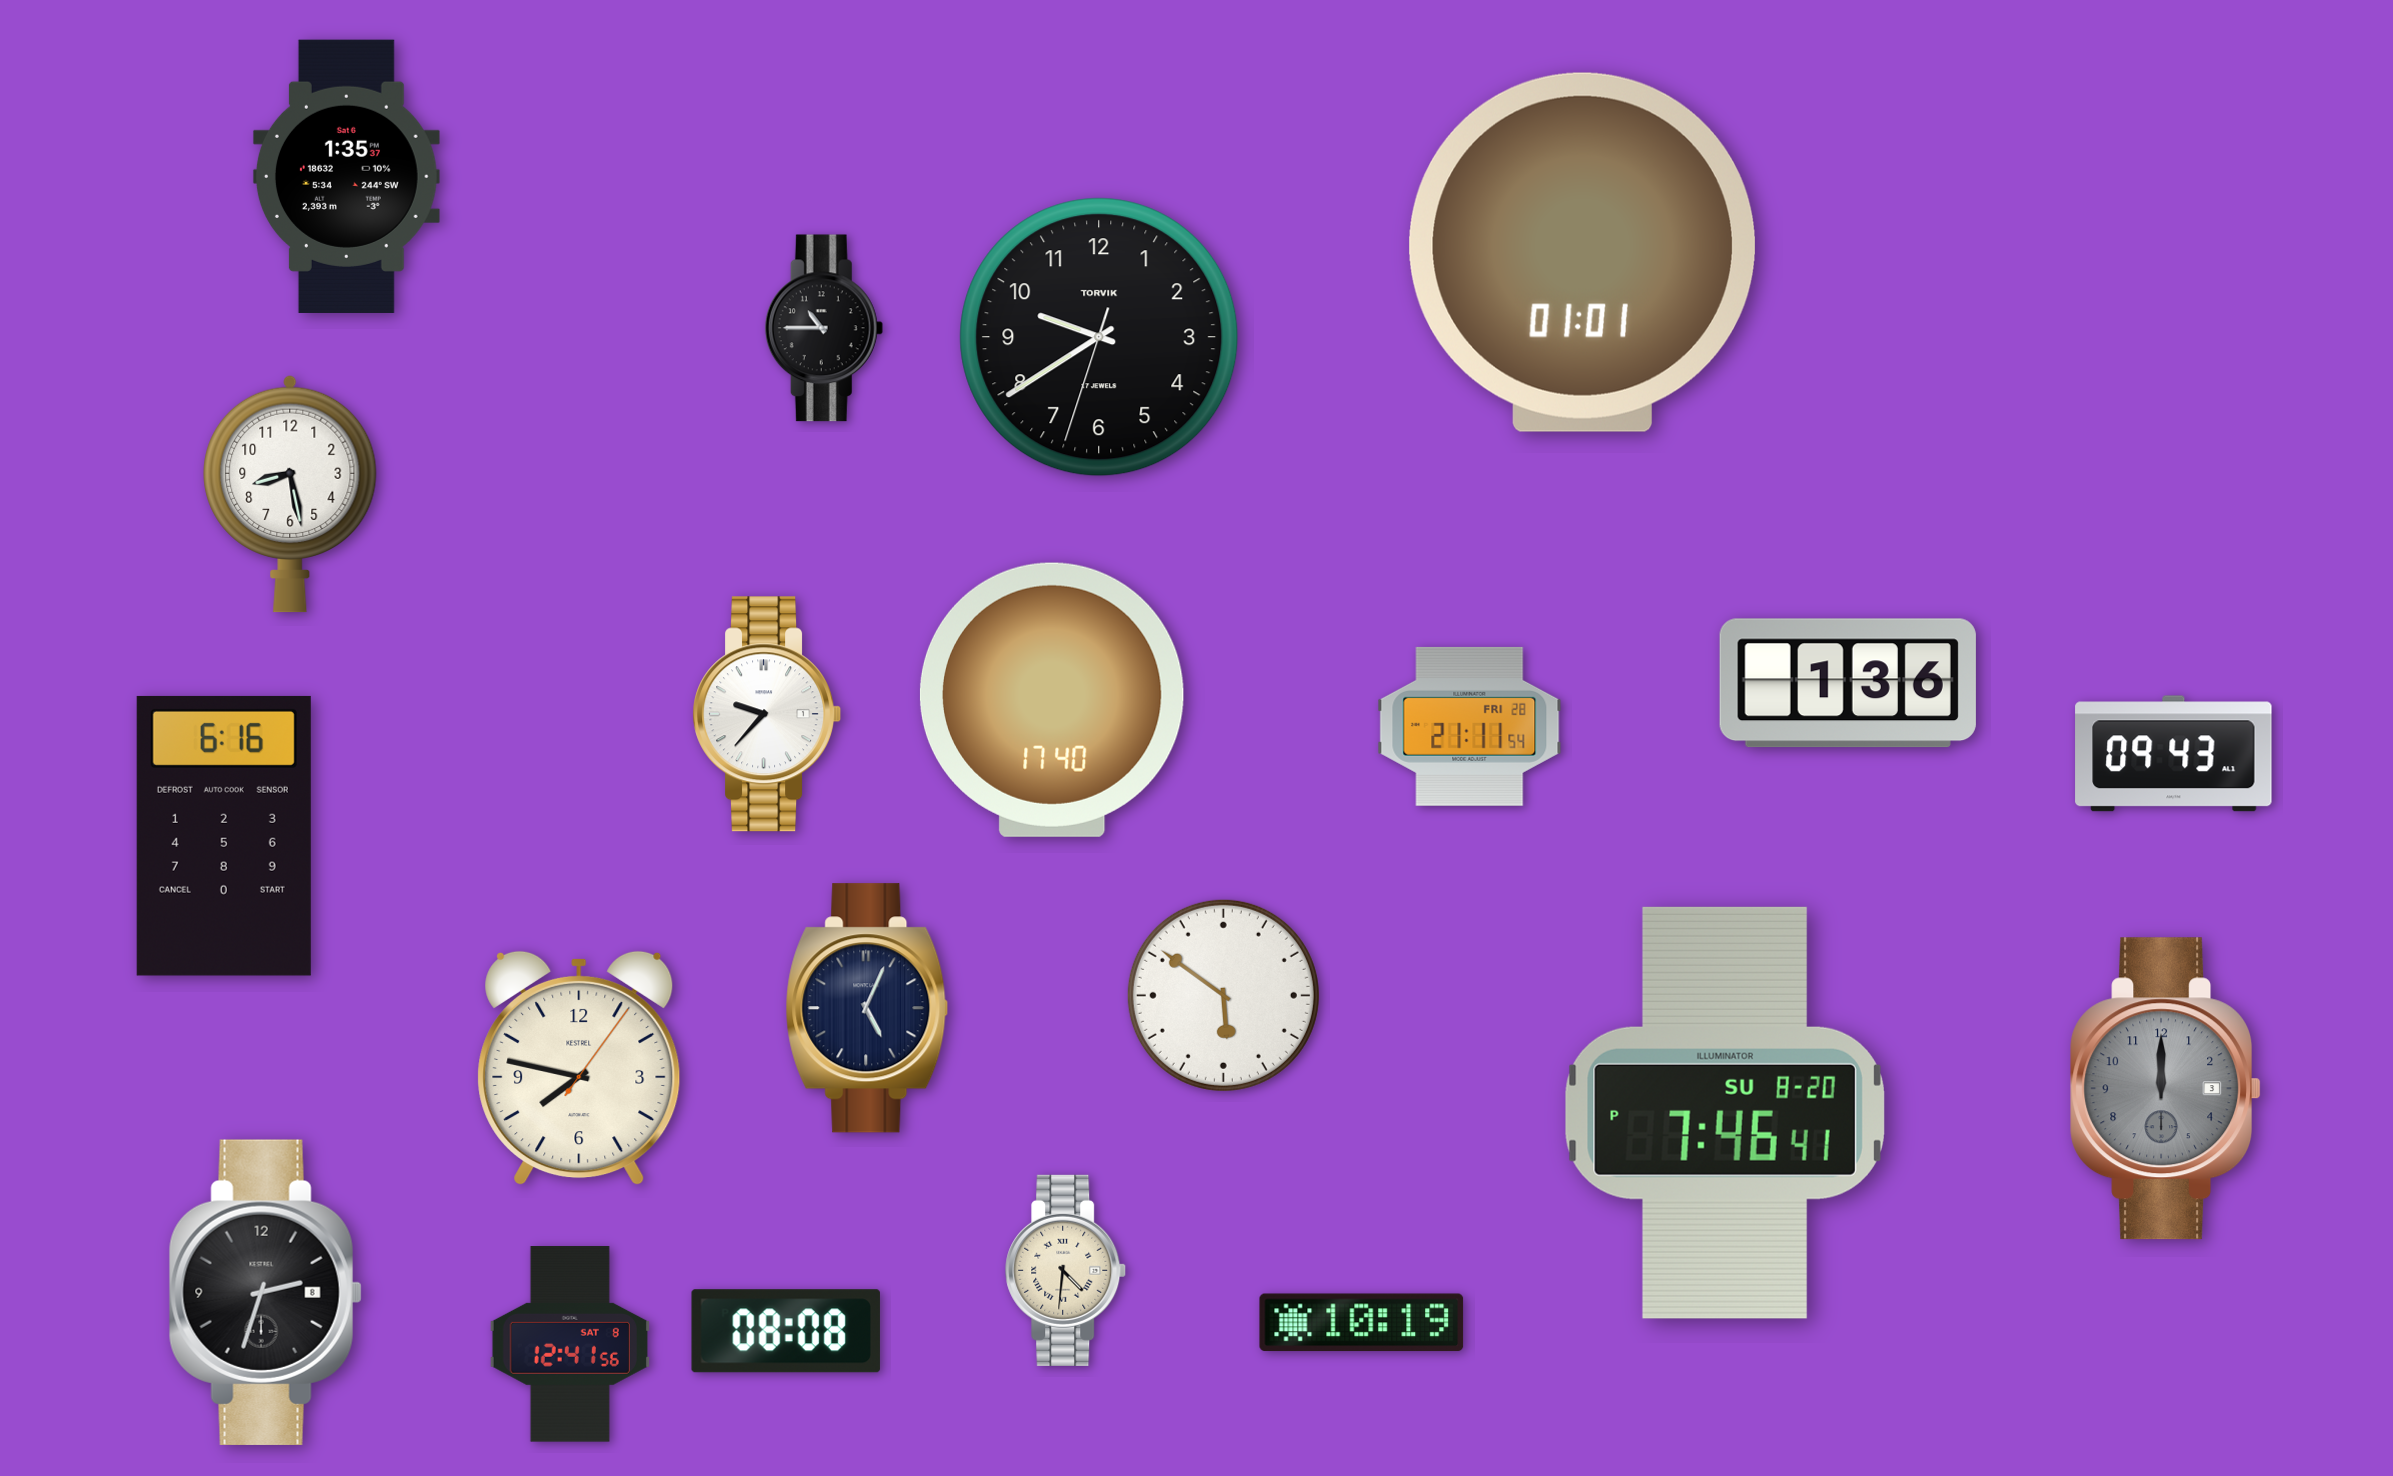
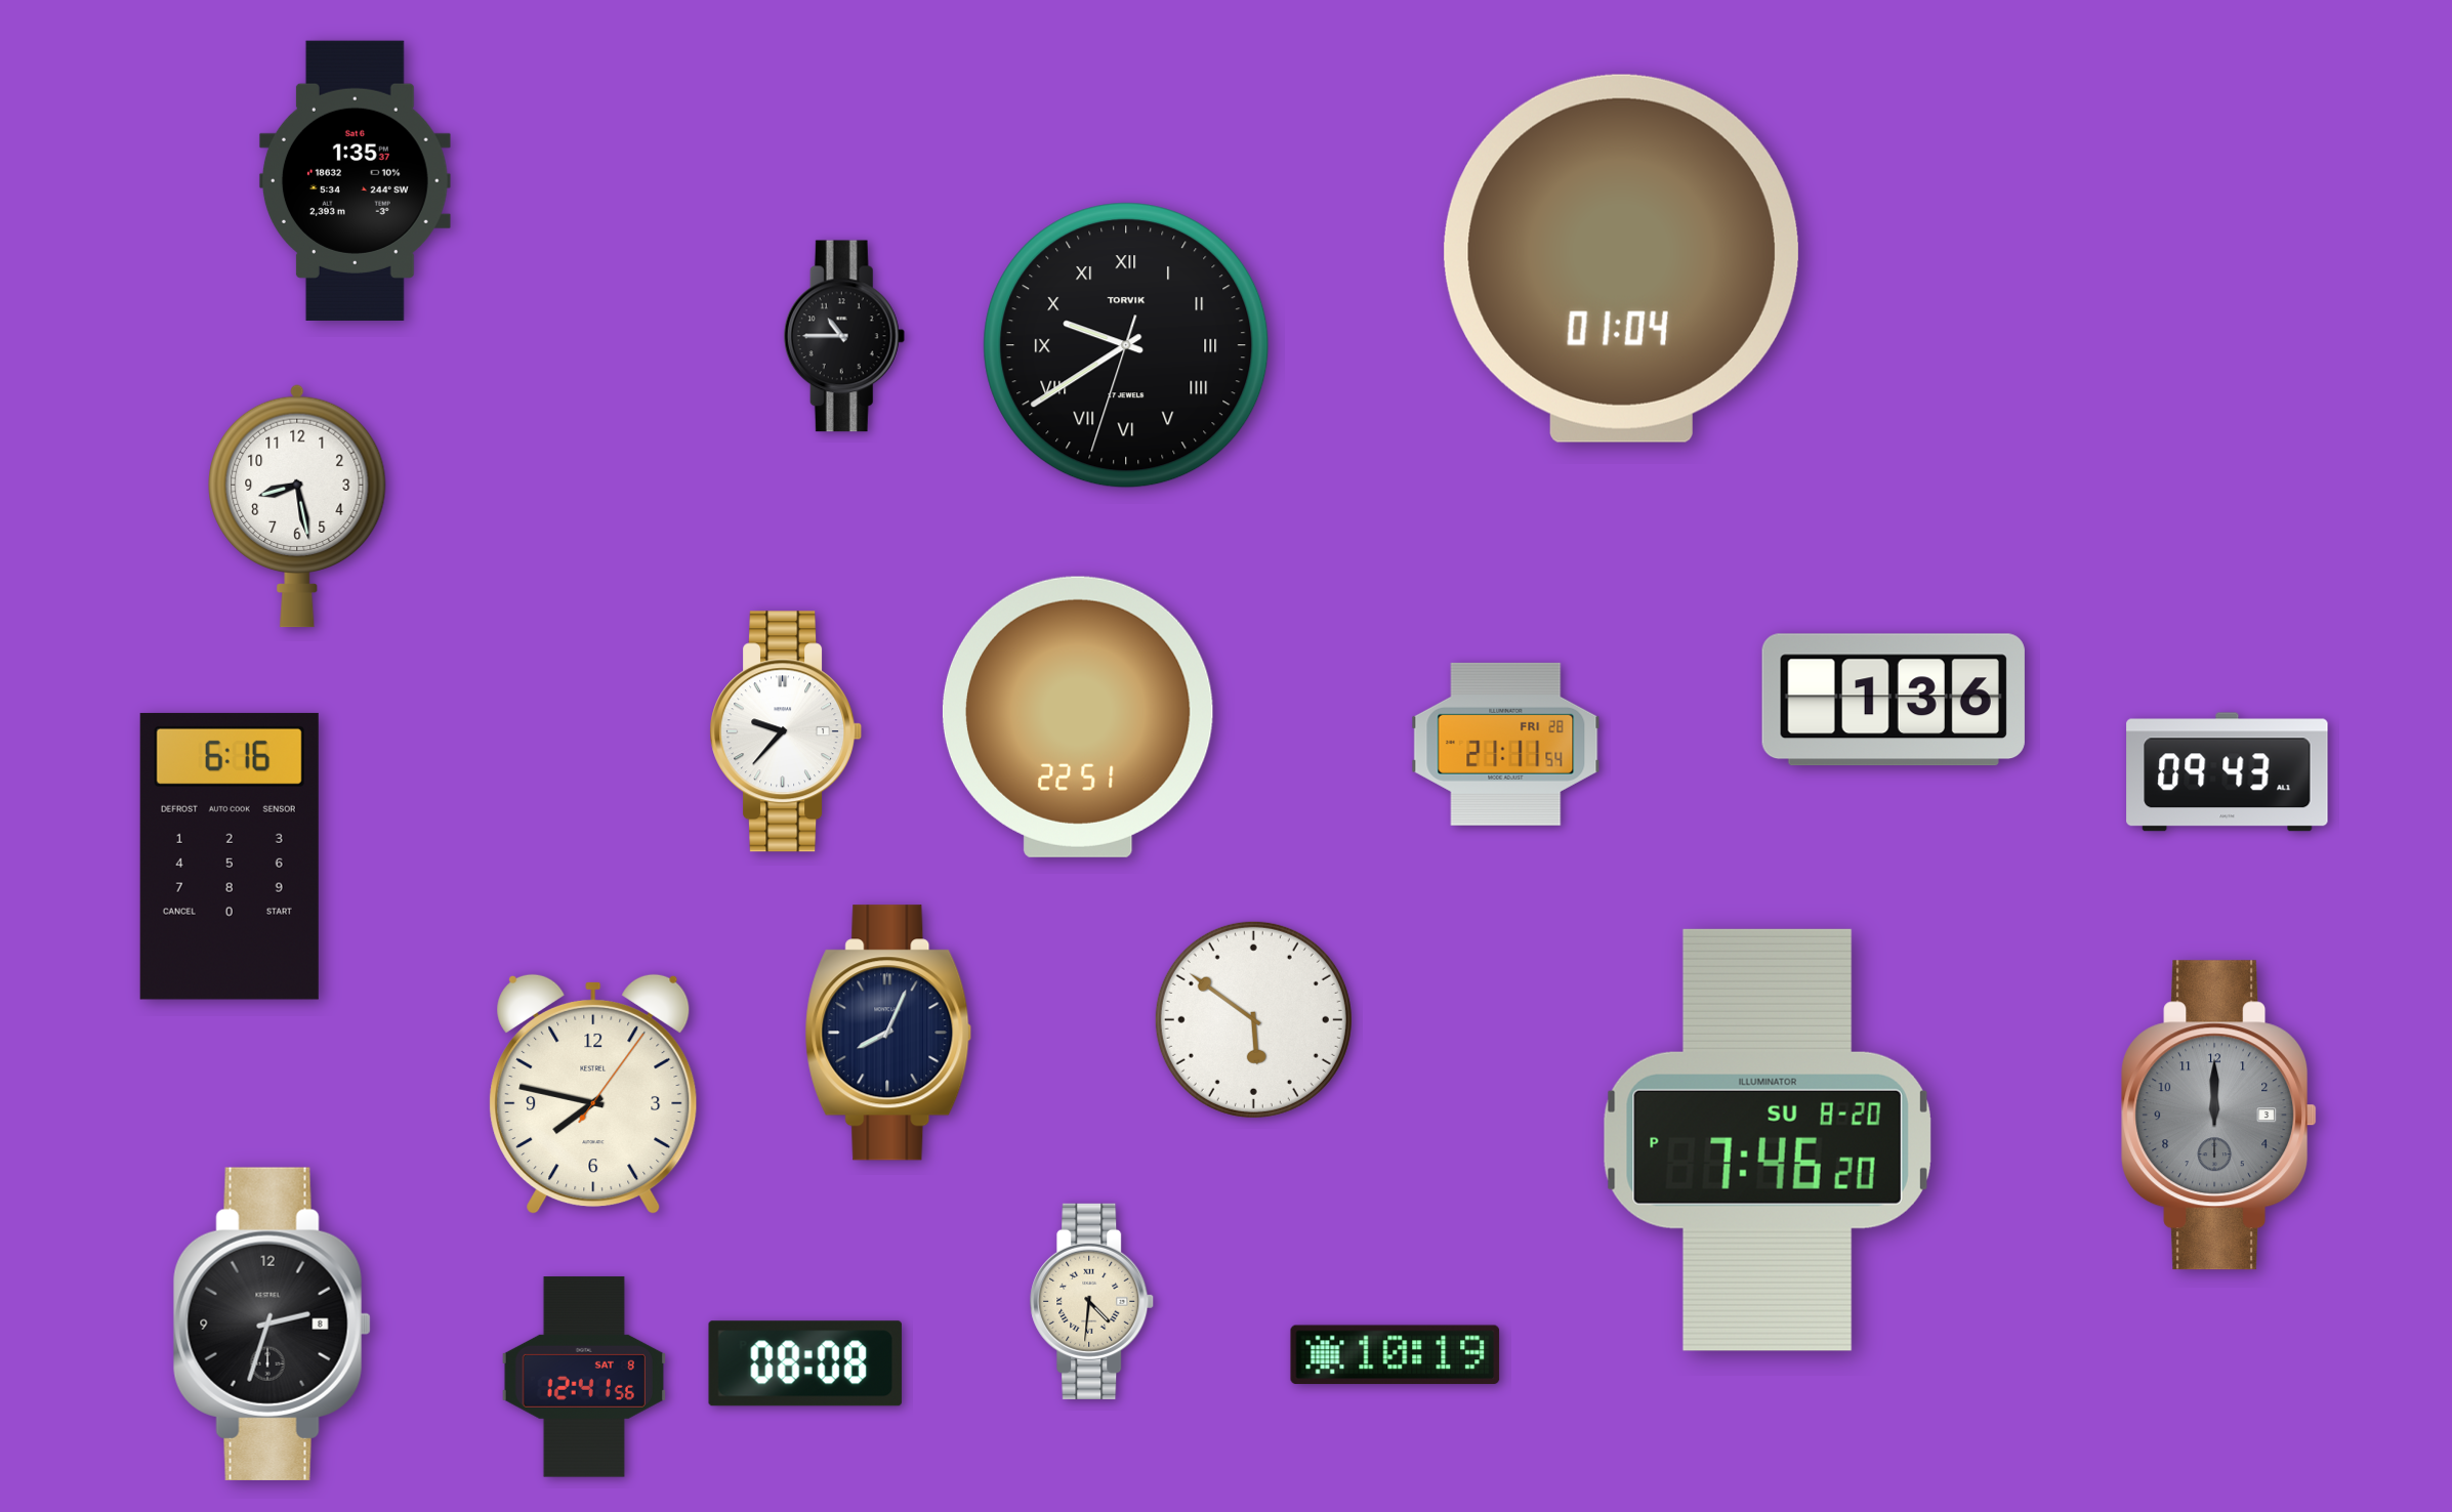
clock at (1582, 252): 01:01 -> 01:04
clock at (1099, 337) numerals: Arabic -> Roman
clock at (1052, 700): 17:40 -> 22:51
clock at (867, 1008): 5:04 -> 8:04
clock at (1725, 1113): 7:46:41 PM -> 7:46:20 PM
